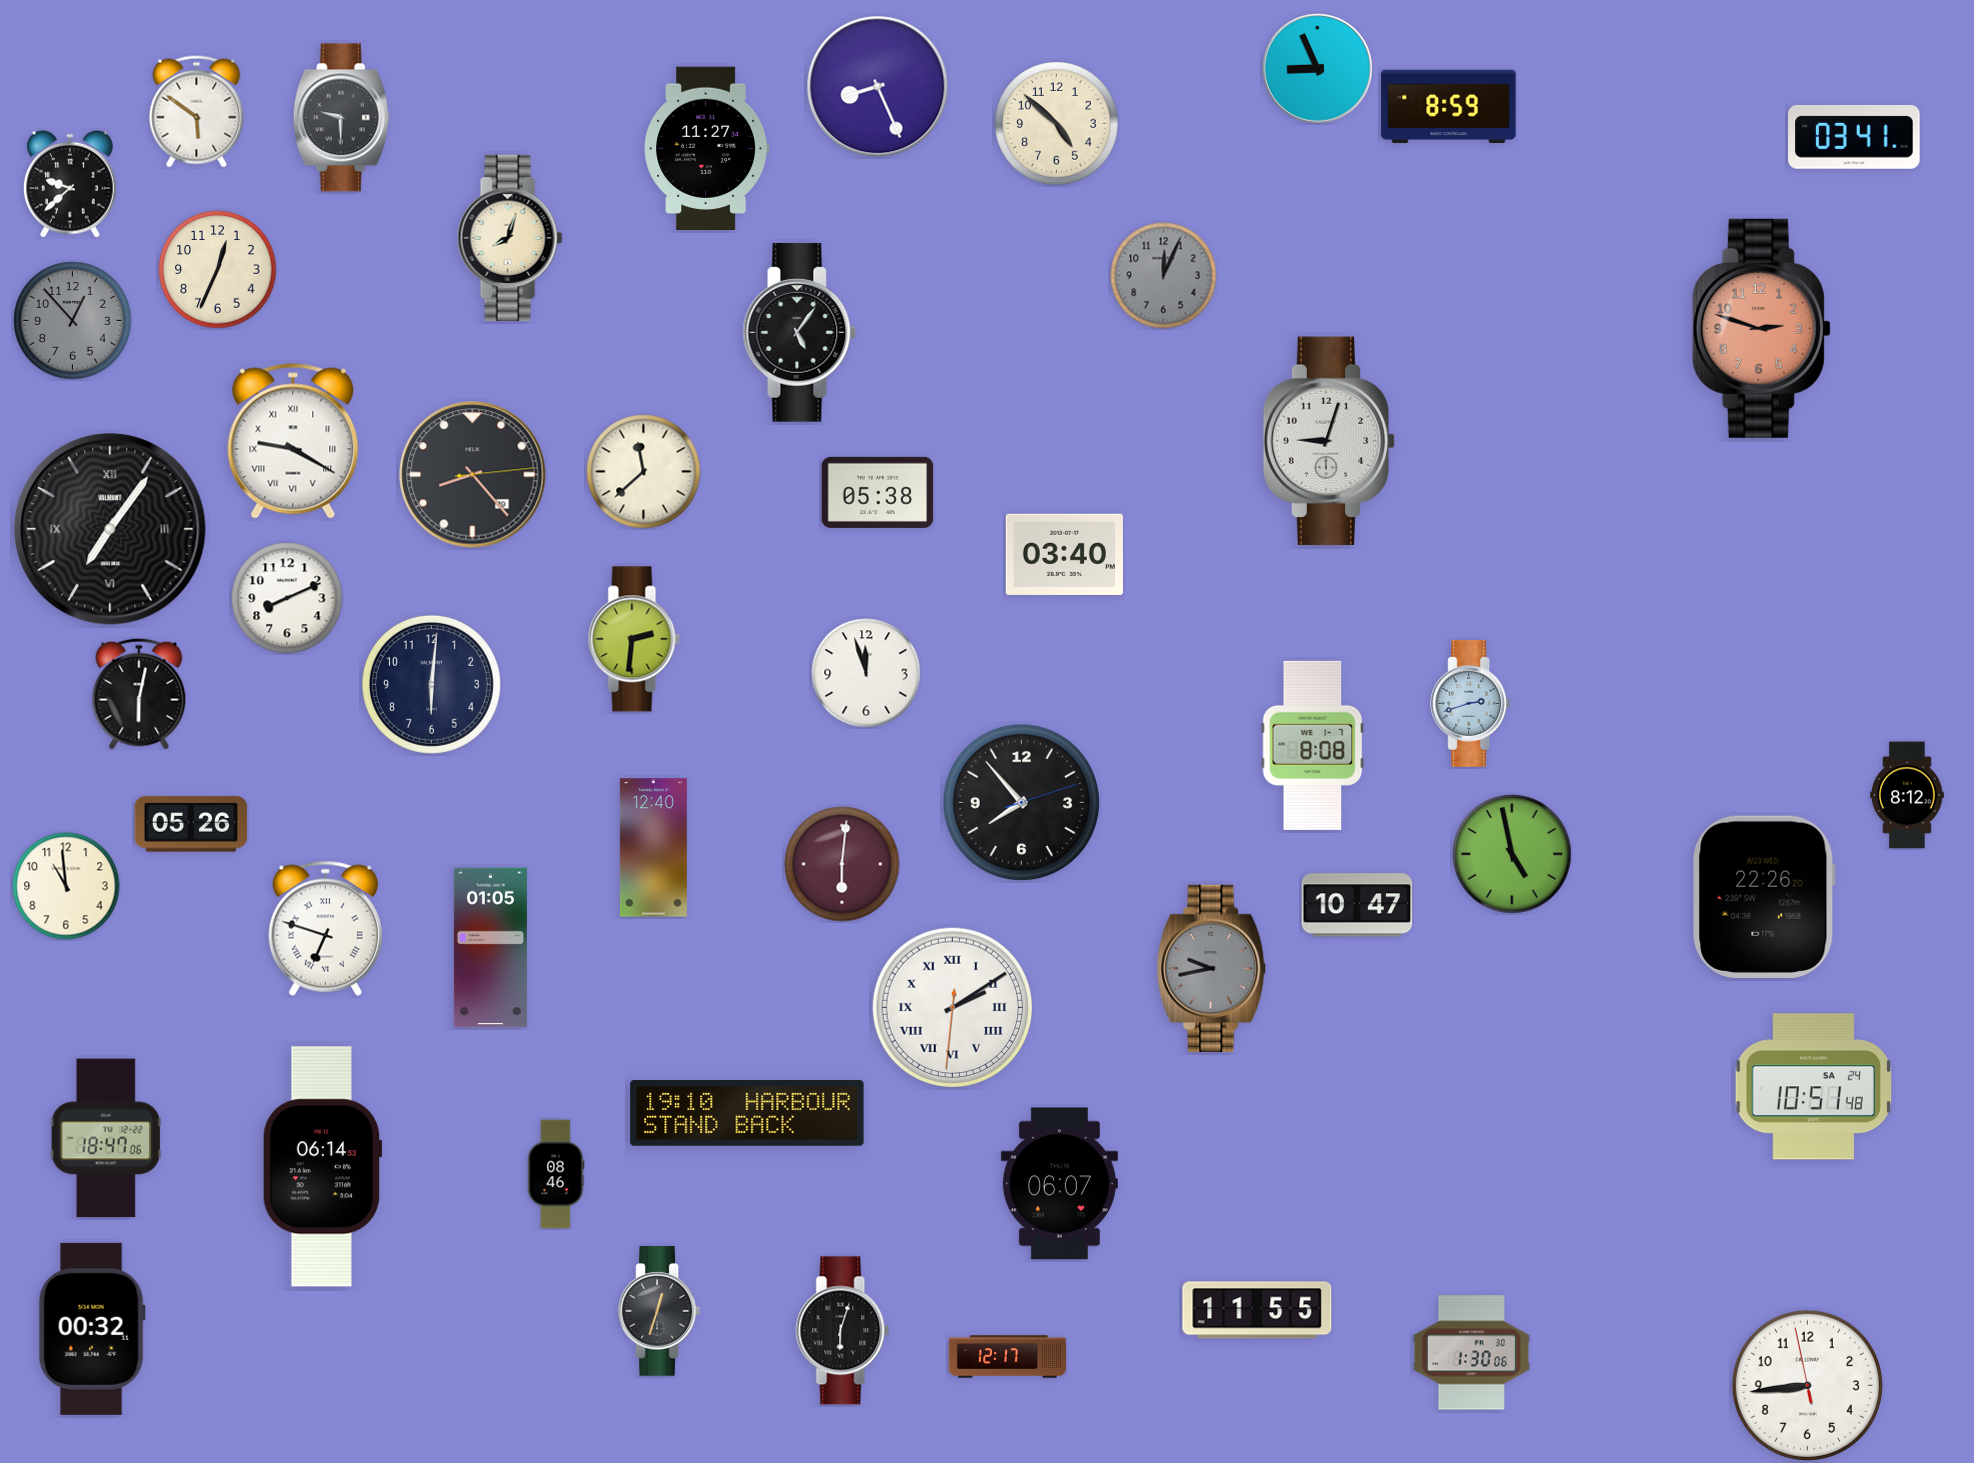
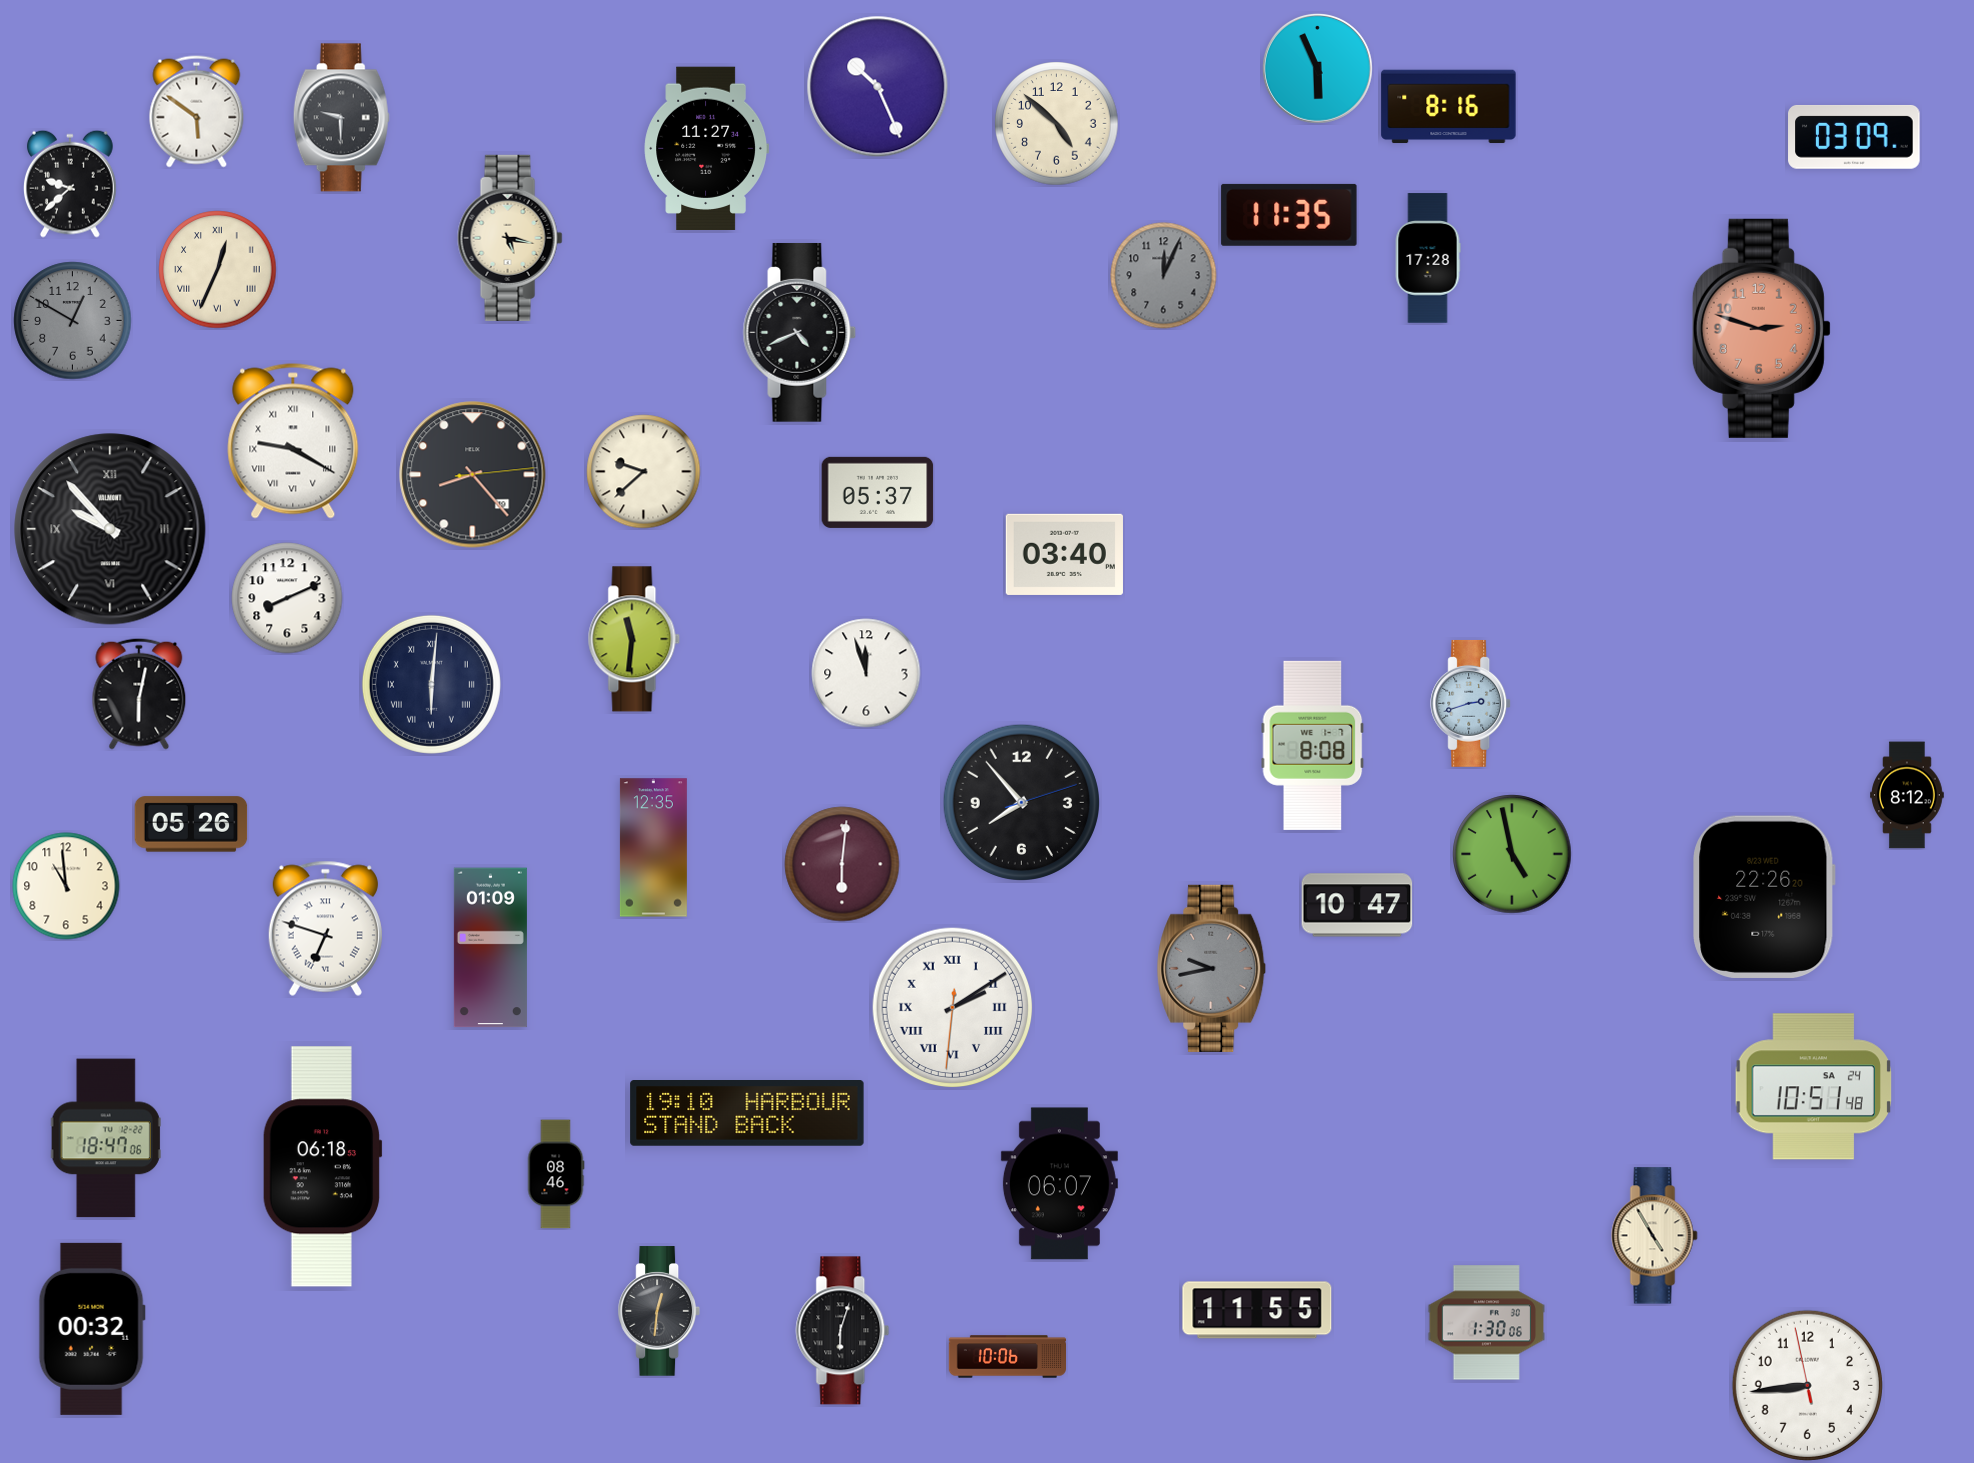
clock at (1317, 68): 8:56 -> 5:56
clock at (878, 87): 8:26 -> 10:26
clock at (1449, 107): 8:59 -> 8:16
clock at (1854, 137): 03:41 -> 03:09
clock at (1289, 215): none -> 11:35
clock at (510, 238): 8:03 -> 5:17
clock at (1428, 258): none -> 17:28
clock at (218, 270) numerals: Arabic -> Roman
clock at (73, 321): 12:53 -> 12:50
clock at (800, 332): 5:06 -> 4:41
clock at (1329, 441): 9:03 -> none
clock at (644, 472): 11:38 -> 9:38
clock at (878, 492): 05:38 -> 05:37
clock at (110, 529): 7:06 -> 9:53
clock at (634, 639): 2:31 -> 11:31
clock at (431, 684) numerals: Arabic -> Roman
clock at (653, 848): 12:40 -> 12:35
clock at (490, 948): 01:05 -> 01:09
clock at (322, 1167): 06:14 -> 06:18
clock at (1655, 1236): none -> 4:55
clock at (658, 1311): 12:33 -> 12:31
clock at (1471, 1353) position: (1471, 1353) -> (1486, 1323)
clock at (1008, 1357): 12:17 -> 10:06
